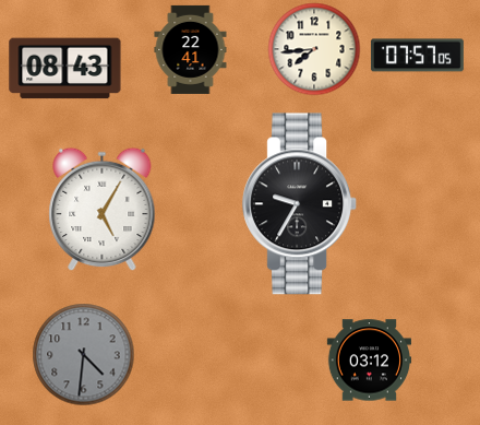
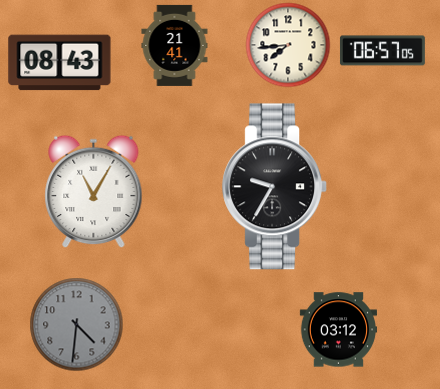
clock at (191, 49): 22:41 -> 21:41
clock at (417, 56): 07:57 -> 06:57
clock at (103, 209): 5:05 -> 11:05
